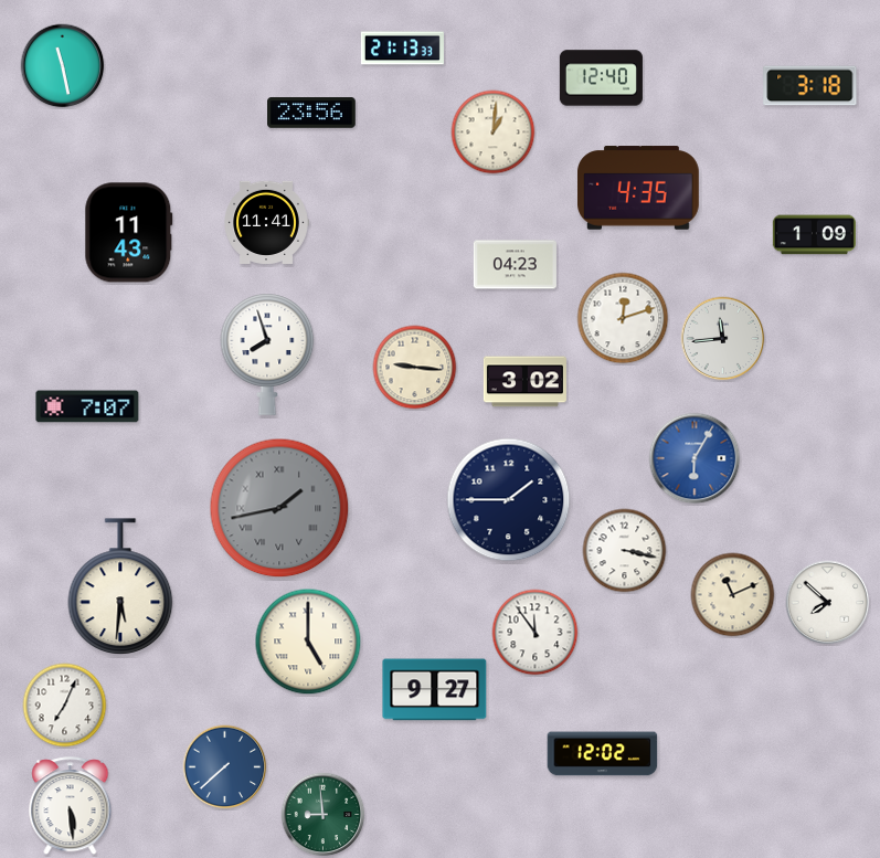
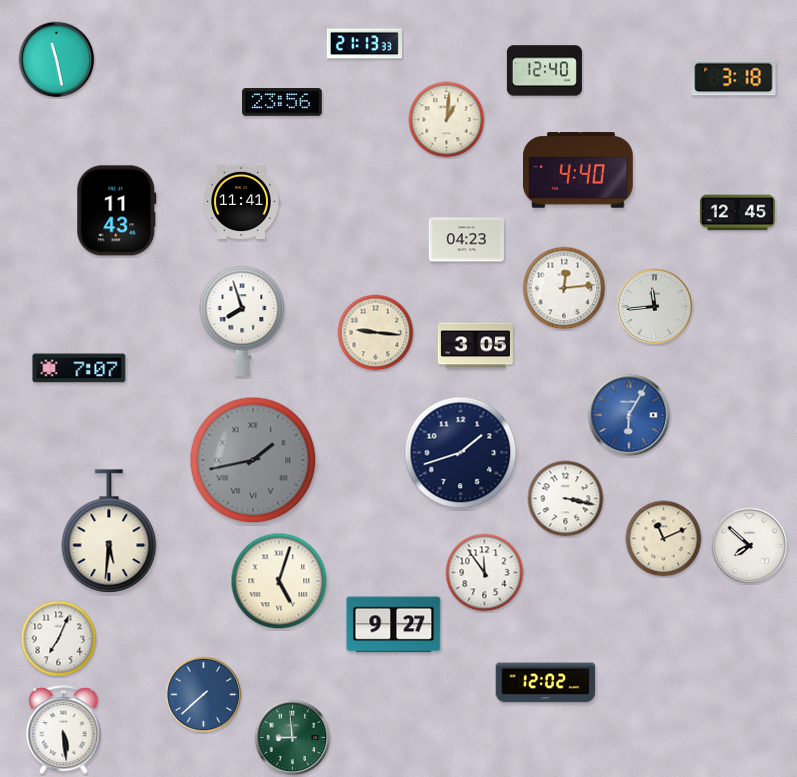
clock at (639, 188): 4:35 -> 4:40
clock at (814, 235): 1:09 -> 12:45
clock at (623, 318): 12:12 -> 12:14
clock at (524, 382): 3:02 -> 3:05
clock at (509, 500): 1:45 -> 1:42
clock at (308, 642): 5:00 -> 5:03
